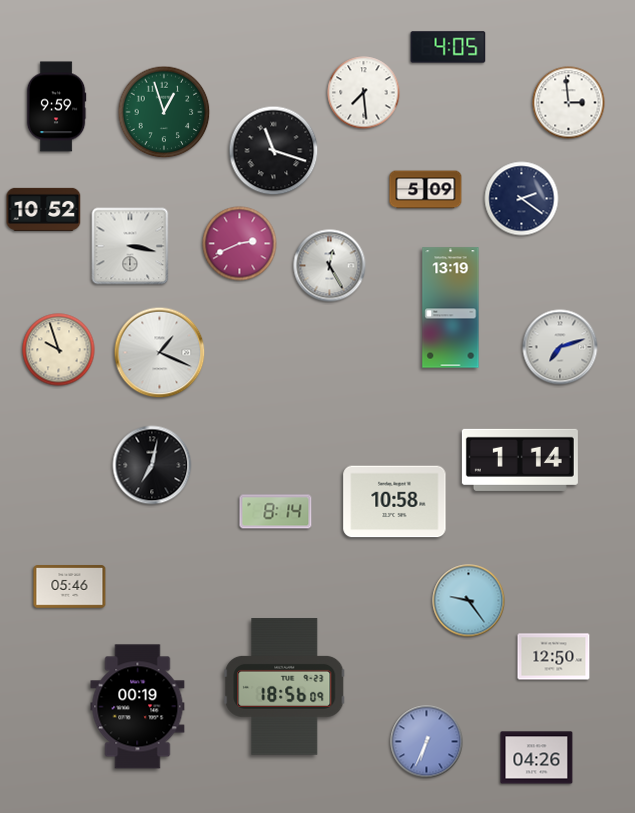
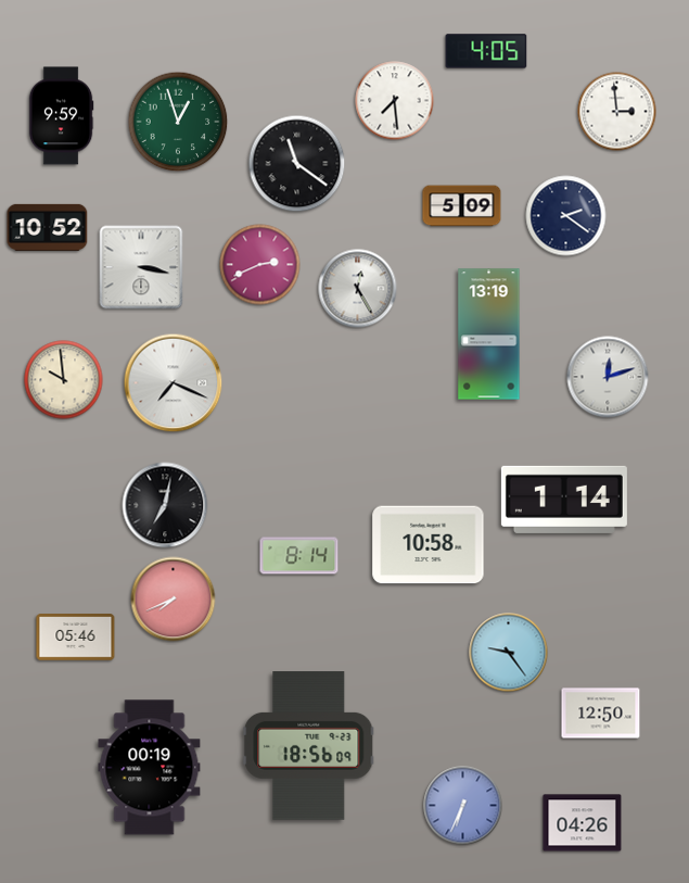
clock at (274, 151): 11:18 -> 11:21
clock at (560, 347): 7:12 -> 12:12
clock at (59, 350): 9:57 -> 9:59
clock at (160, 353): 1:19 -> 7:19
clock at (174, 600): none -> 7:41
